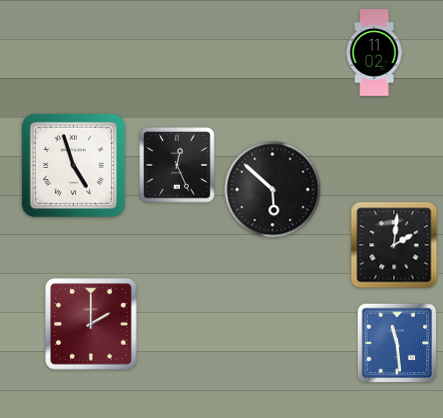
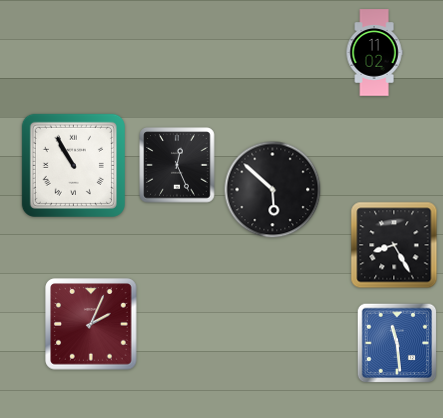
clock at (73, 165): 4:57 -> 10:55
clock at (394, 245): 2:01 -> 8:25
clock at (91, 324): 2:00 -> 2:04
